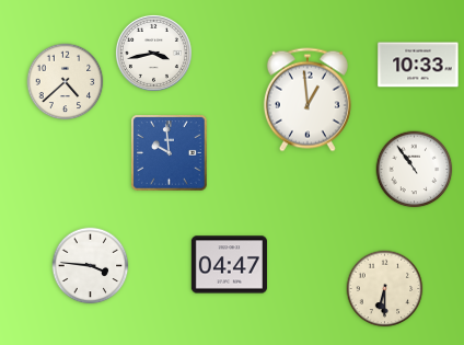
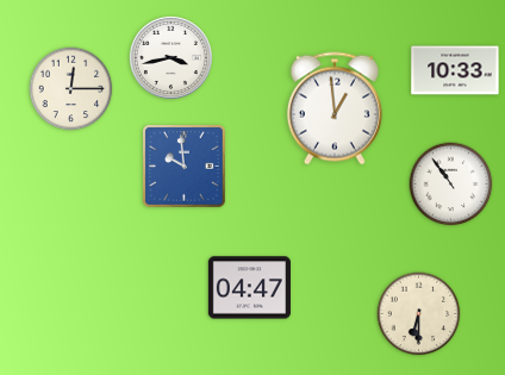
clock at (153, 53) position: (153, 53) -> (170, 57)
clock at (66, 82): 4:38 -> 12:15
clock at (91, 266): 3:46 -> none
